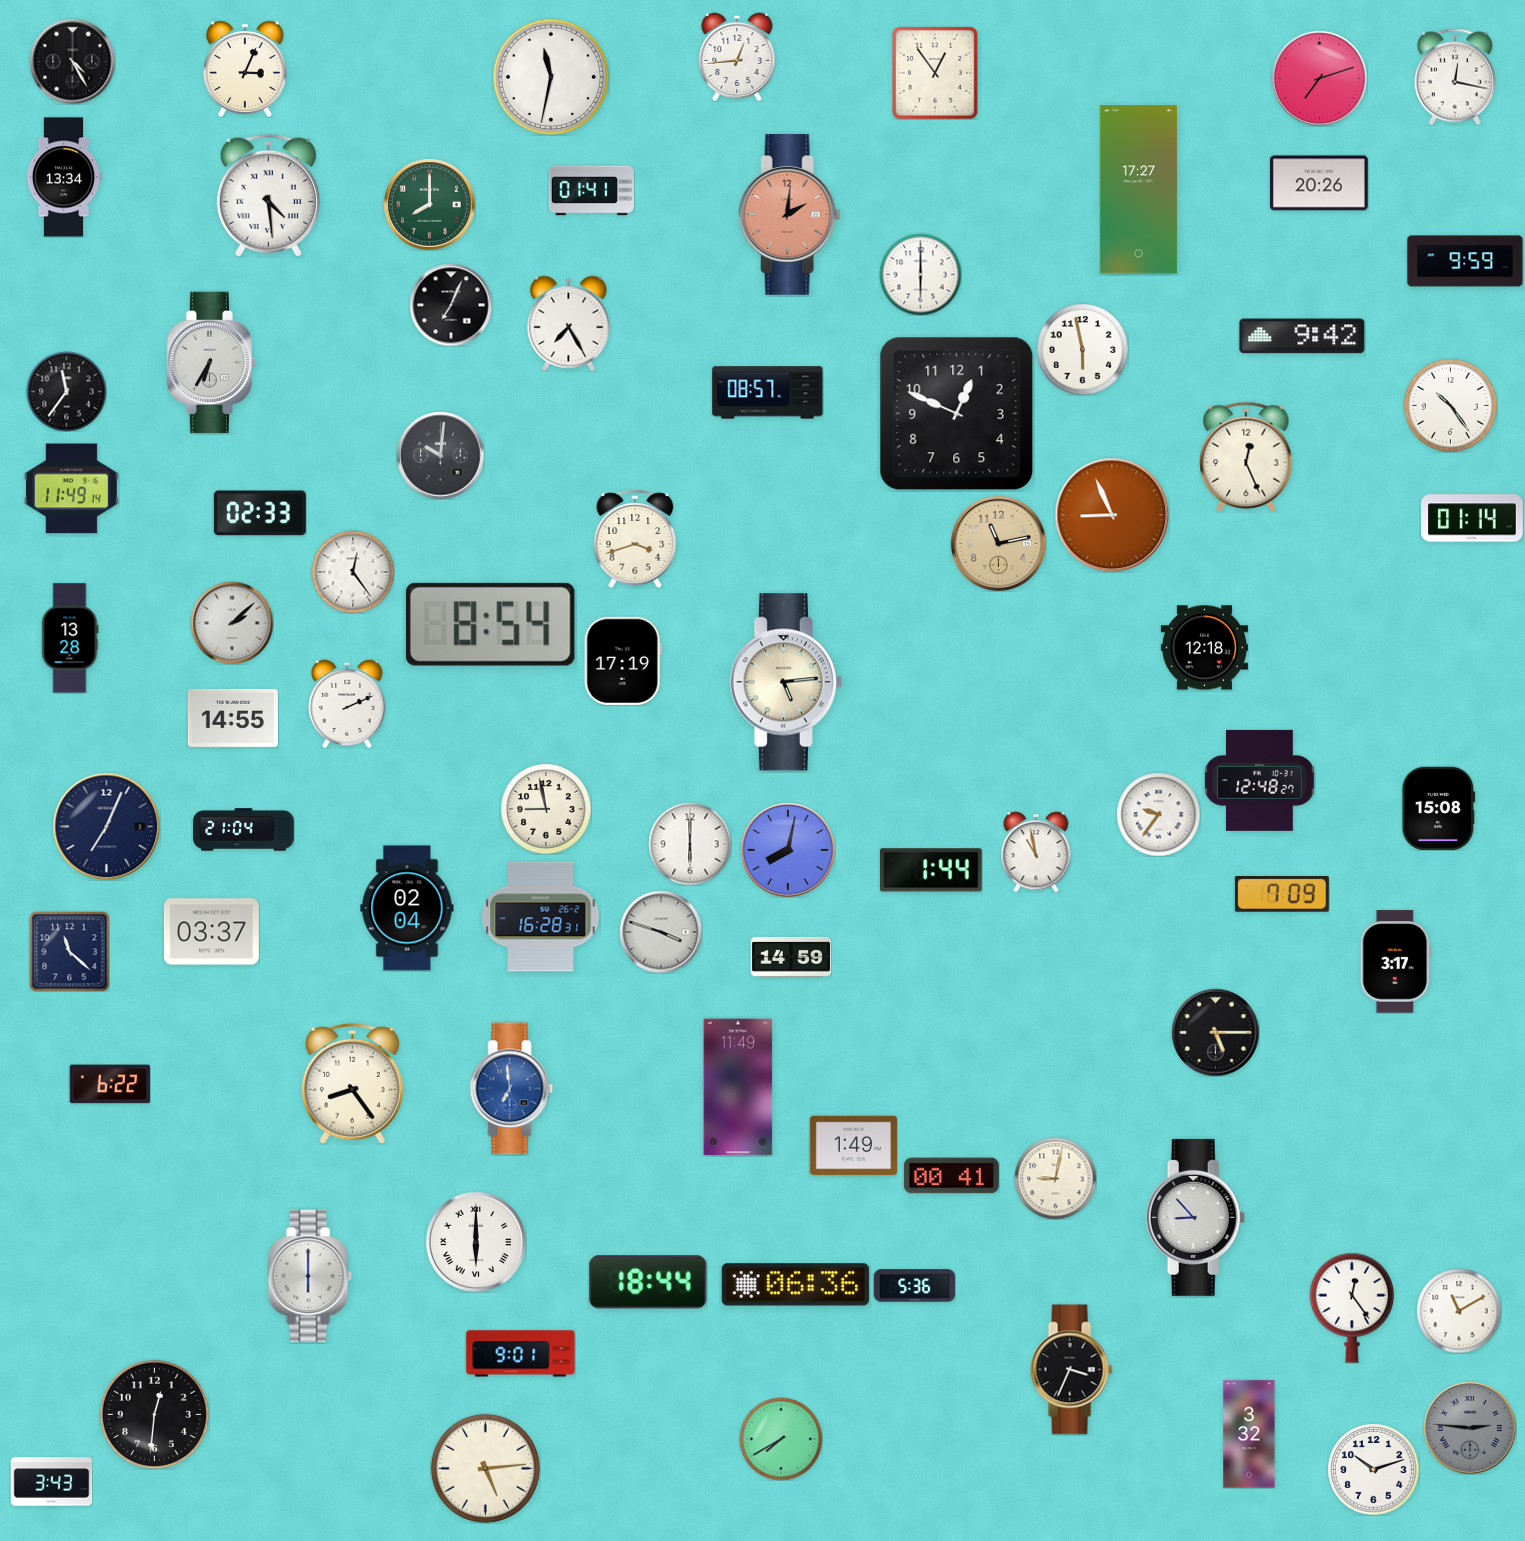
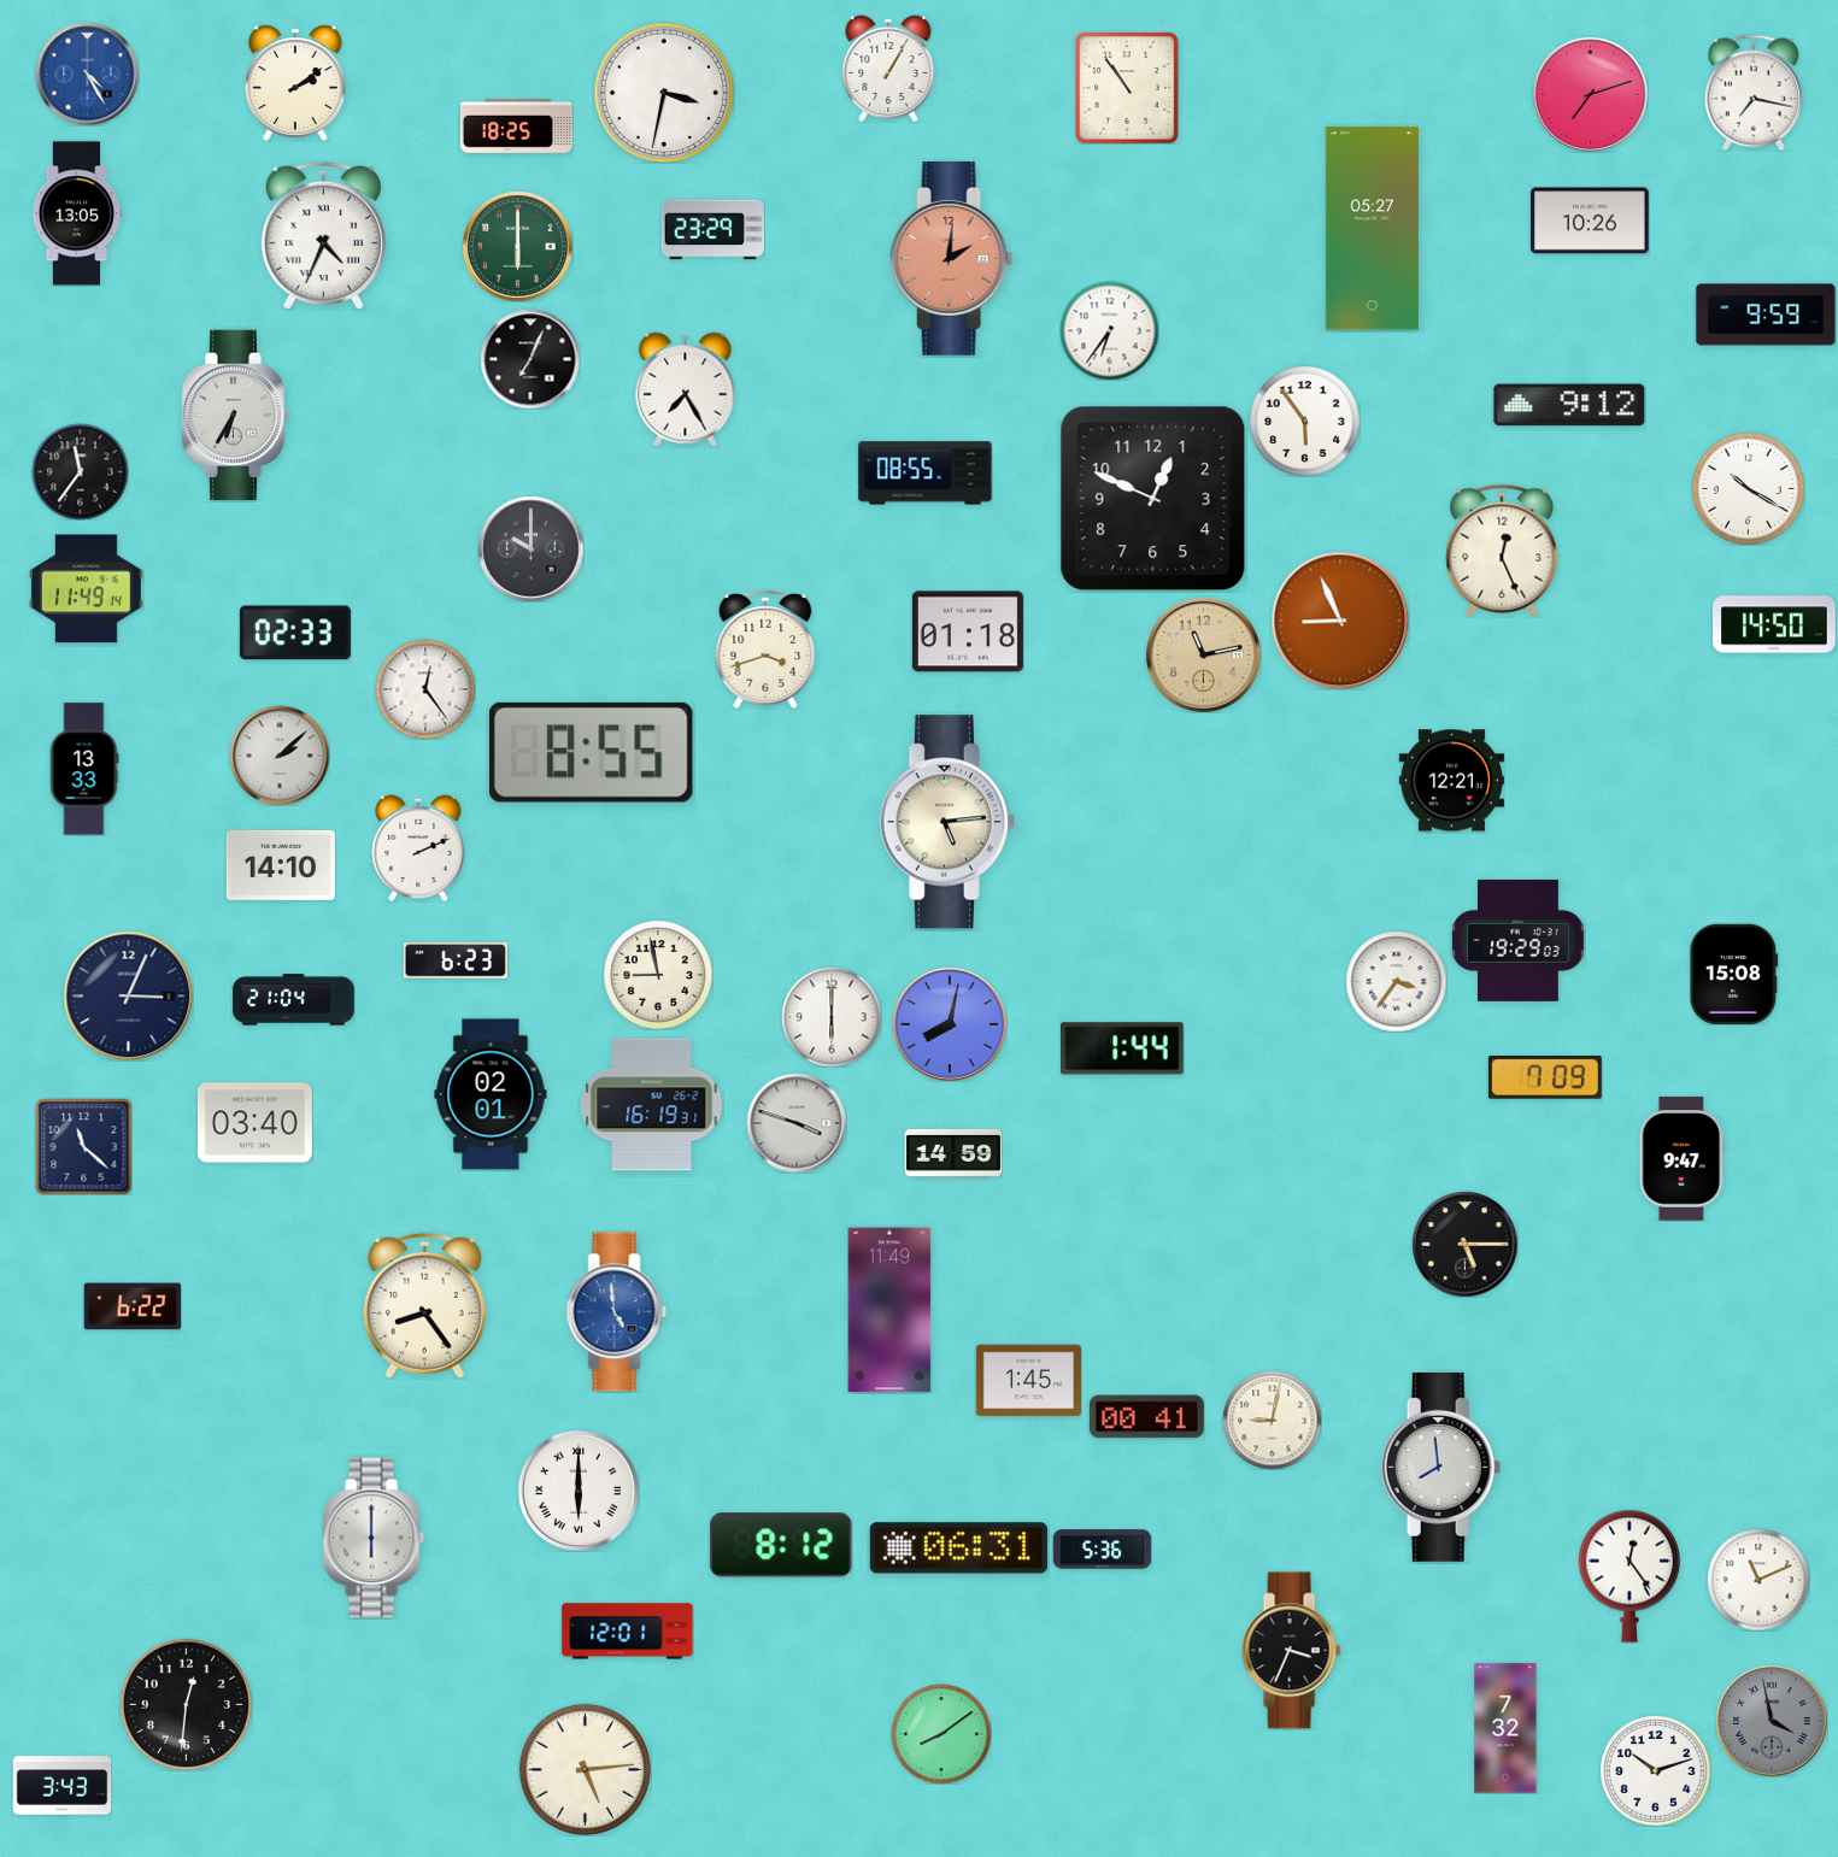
clock at (737, 57): 12:44 -> 1:05
clock at (72, 61) dial: black -> blue
clock at (245, 69): 3:04 -> 2:09
clock at (935, 73): 12:54 -> 10:54
clock at (551, 77): 11:32 -> 3:32
clock at (1455, 77): 12:17 -> 7:17
clock at (516, 125): none -> 18:25
clock at (64, 177): 13:34 -> 13:05
clock at (1320, 183): 20:26 -> 10:26
clock at (1138, 190): 17:27 -> 05:27
clock at (591, 191): 01:41 -> 23:29
clock at (268, 195): 4:29 -> 4:34
clock at (429, 204): 8:00 -> 6:00
clock at (920, 274): 6:00 -> 6:36
clock at (451, 305) position: (451, 305) -> (530, 359)
clock at (1302, 336): 9:42 -> 9:12
clock at (1082, 349): 5:58 -> 5:54
clock at (212, 363) position: (212, 363) -> (236, 416)
clock at (768, 393): 08:57 -> 08:55
clock at (1450, 405): 10:24 -> 10:20
clock at (440, 455): 10:01 -> 10:00
clock at (260, 513) position: (260, 513) -> (295, 633)
clock at (1472, 518): 01:14 -> 14:50
clock at (968, 631): none -> 01:18
clock at (232, 623) position: (232, 623) -> (280, 756)
clock at (490, 624): 8:54 -> 8:55
clock at (70, 638): 13:28 -> 13:33
clock at (1204, 648): 12:18 -> 12:21
clock at (623, 661): 17:19 -> none
clock at (233, 718): 14:55 -> 14:10
clock at (1260, 780): 12:48 -> 19:29
clock at (456, 960): none -> 6:23
clock at (1158, 814): 9:36 -> 3:36
clock at (106, 826): 7:04 -> 3:04
clock at (1036, 852): 10:58 -> none
clock at (407, 908): 02:04 -> 02:01
clock at (541, 917): 16:28 -> 16:19
clock at (211, 932): 03:37 -> 03:40
clock at (1395, 962): 3:17 -> 9:47
clock at (512, 1089): 6:59 -> 4:59
clock at (853, 1146): 1:49 -> 1:45
clock at (1196, 1217): 8:53 -> 7:59
clock at (476, 1242) position: (476, 1242) -> (579, 1491)
clock at (648, 1282): 18:44 -> 8:12
clock at (795, 1285): 06:36 -> 06:31
clock at (1459, 1311): 11:10 -> 11:11
clock at (521, 1354): 9:01 -> 12:01
clock at (1470, 1428): 2:46 -> 3:58
clock at (1249, 1434): 3:32 -> 7:32
clock at (781, 1439): 7:40 -> 8:09
